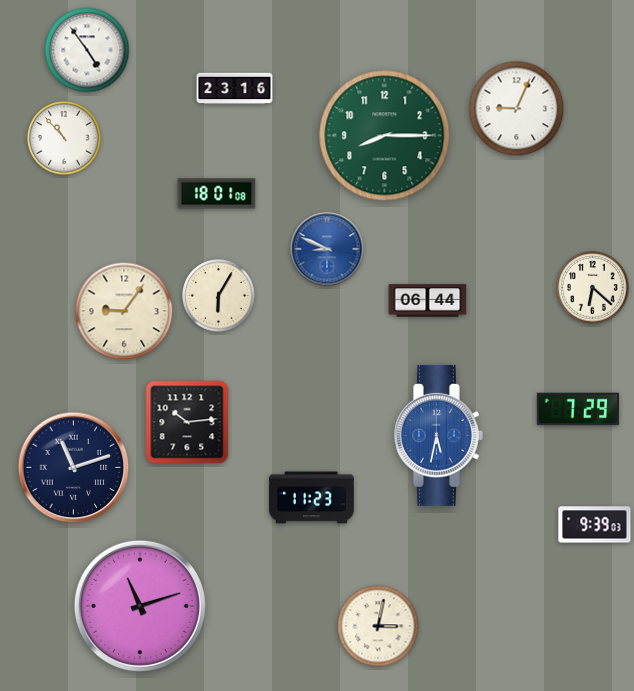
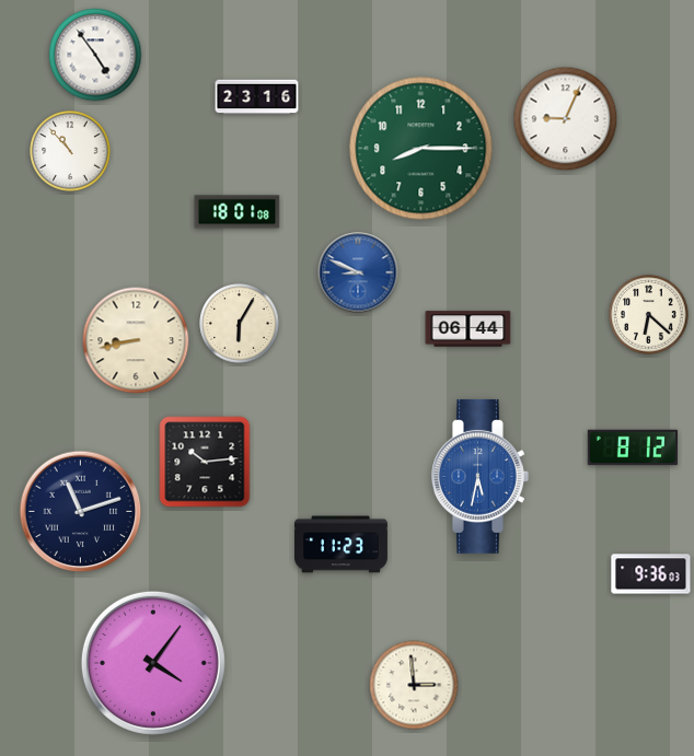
clock at (124, 311): 9:06 -> 8:43
clock at (577, 409): 7:29 -> 8:12
clock at (595, 525): 9:39 -> 9:36
clock at (140, 606): 11:12 -> 4:06
clock at (378, 626): 3:02 -> 2:59
